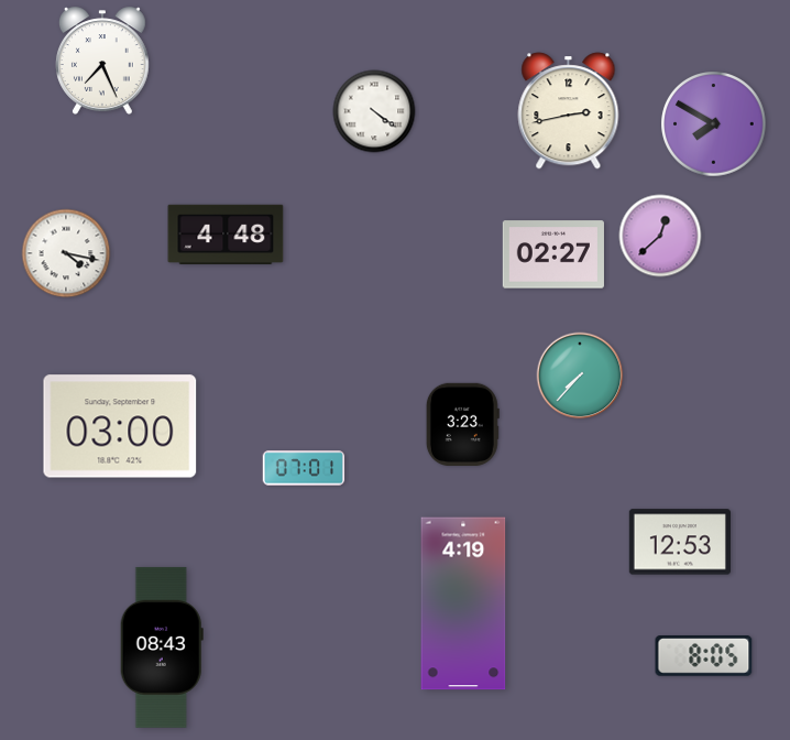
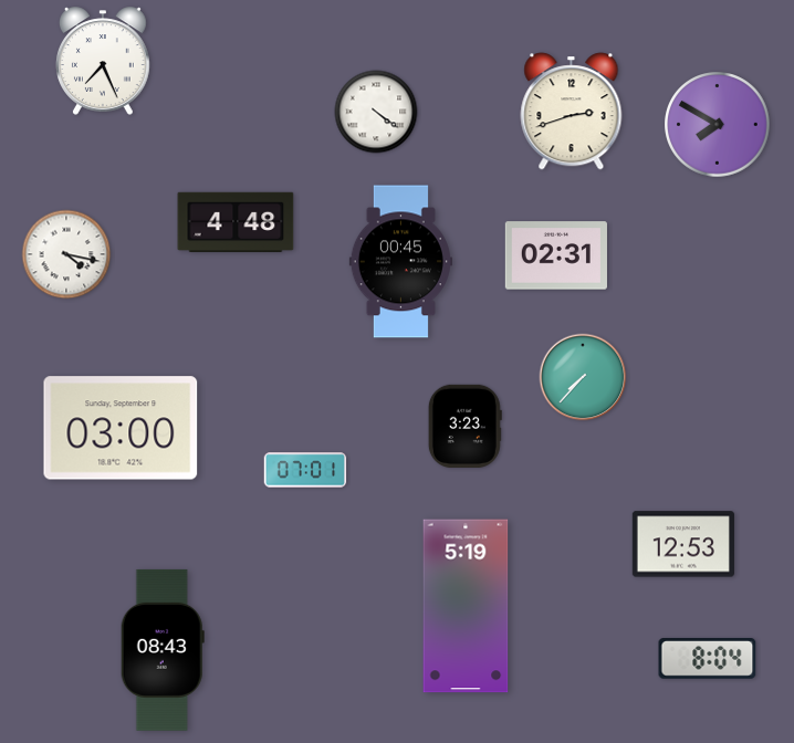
clock at (569, 111): 2:43 -> 2:42
clock at (226, 235) position: (226, 235) -> (236, 222)
clock at (660, 236): 12:38 -> none
clock at (553, 254): 02:27 -> 02:31
clock at (400, 262): none -> 00:45
clock at (463, 603): 4:19 -> 5:19
clock at (704, 656): 8:05 -> 8:04
